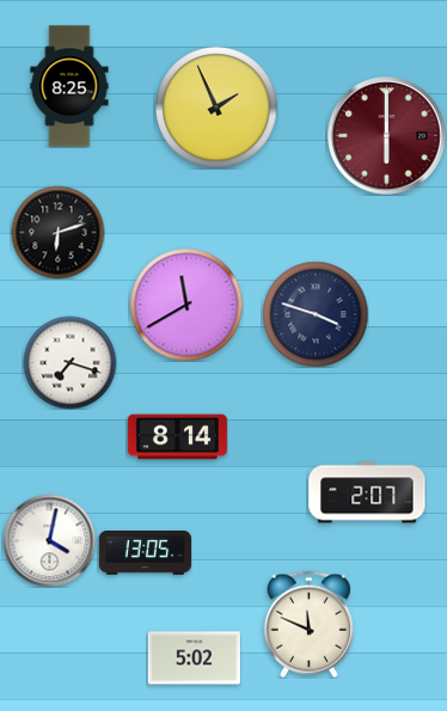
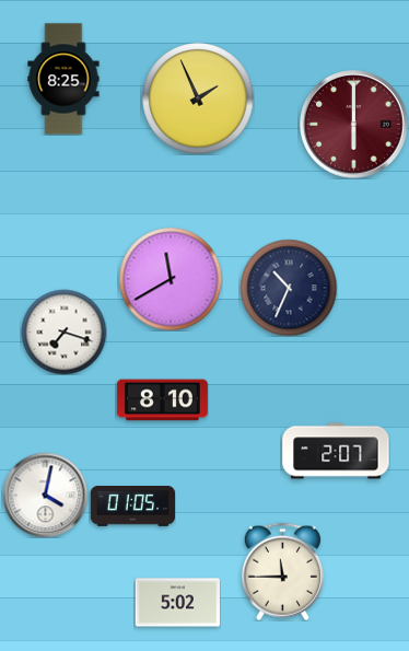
clock at (57, 232): 6:12 -> none
clock at (316, 314): 3:48 -> 10:34
clock at (177, 437): 8:14 -> 8:10
clock at (145, 553): 13:05 -> 01:05
clock at (308, 624): 11:49 -> 11:45
